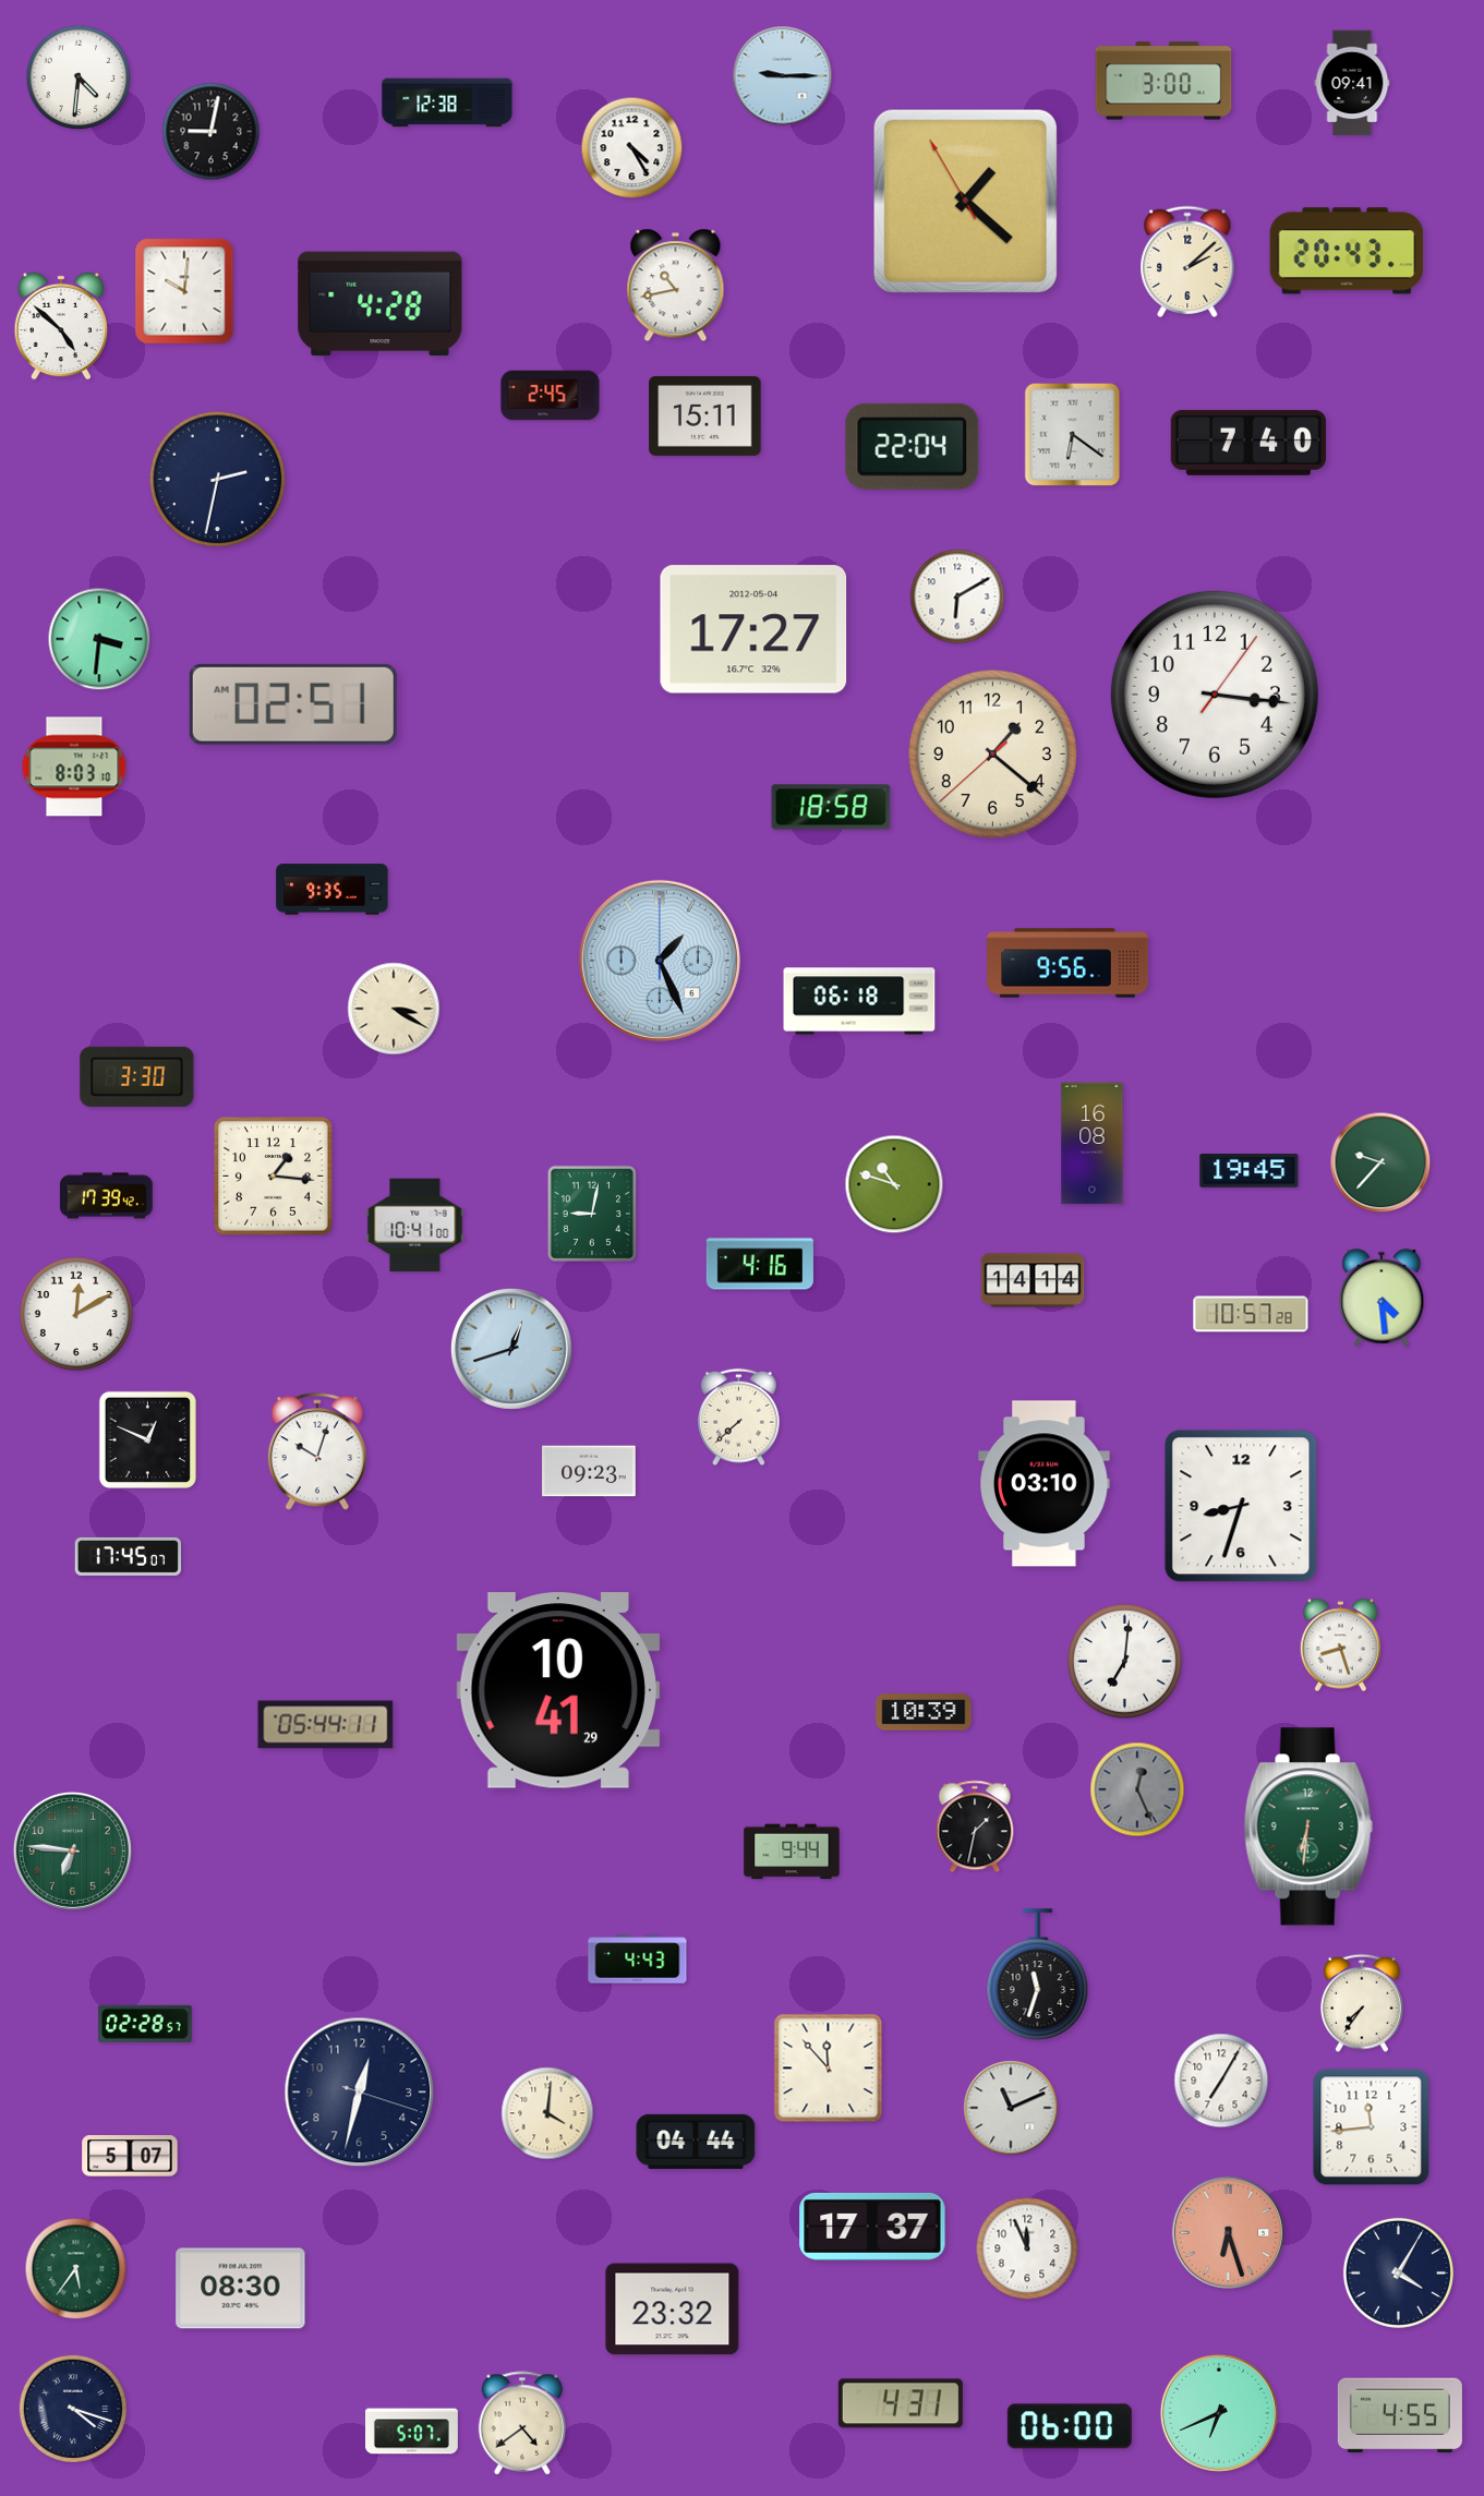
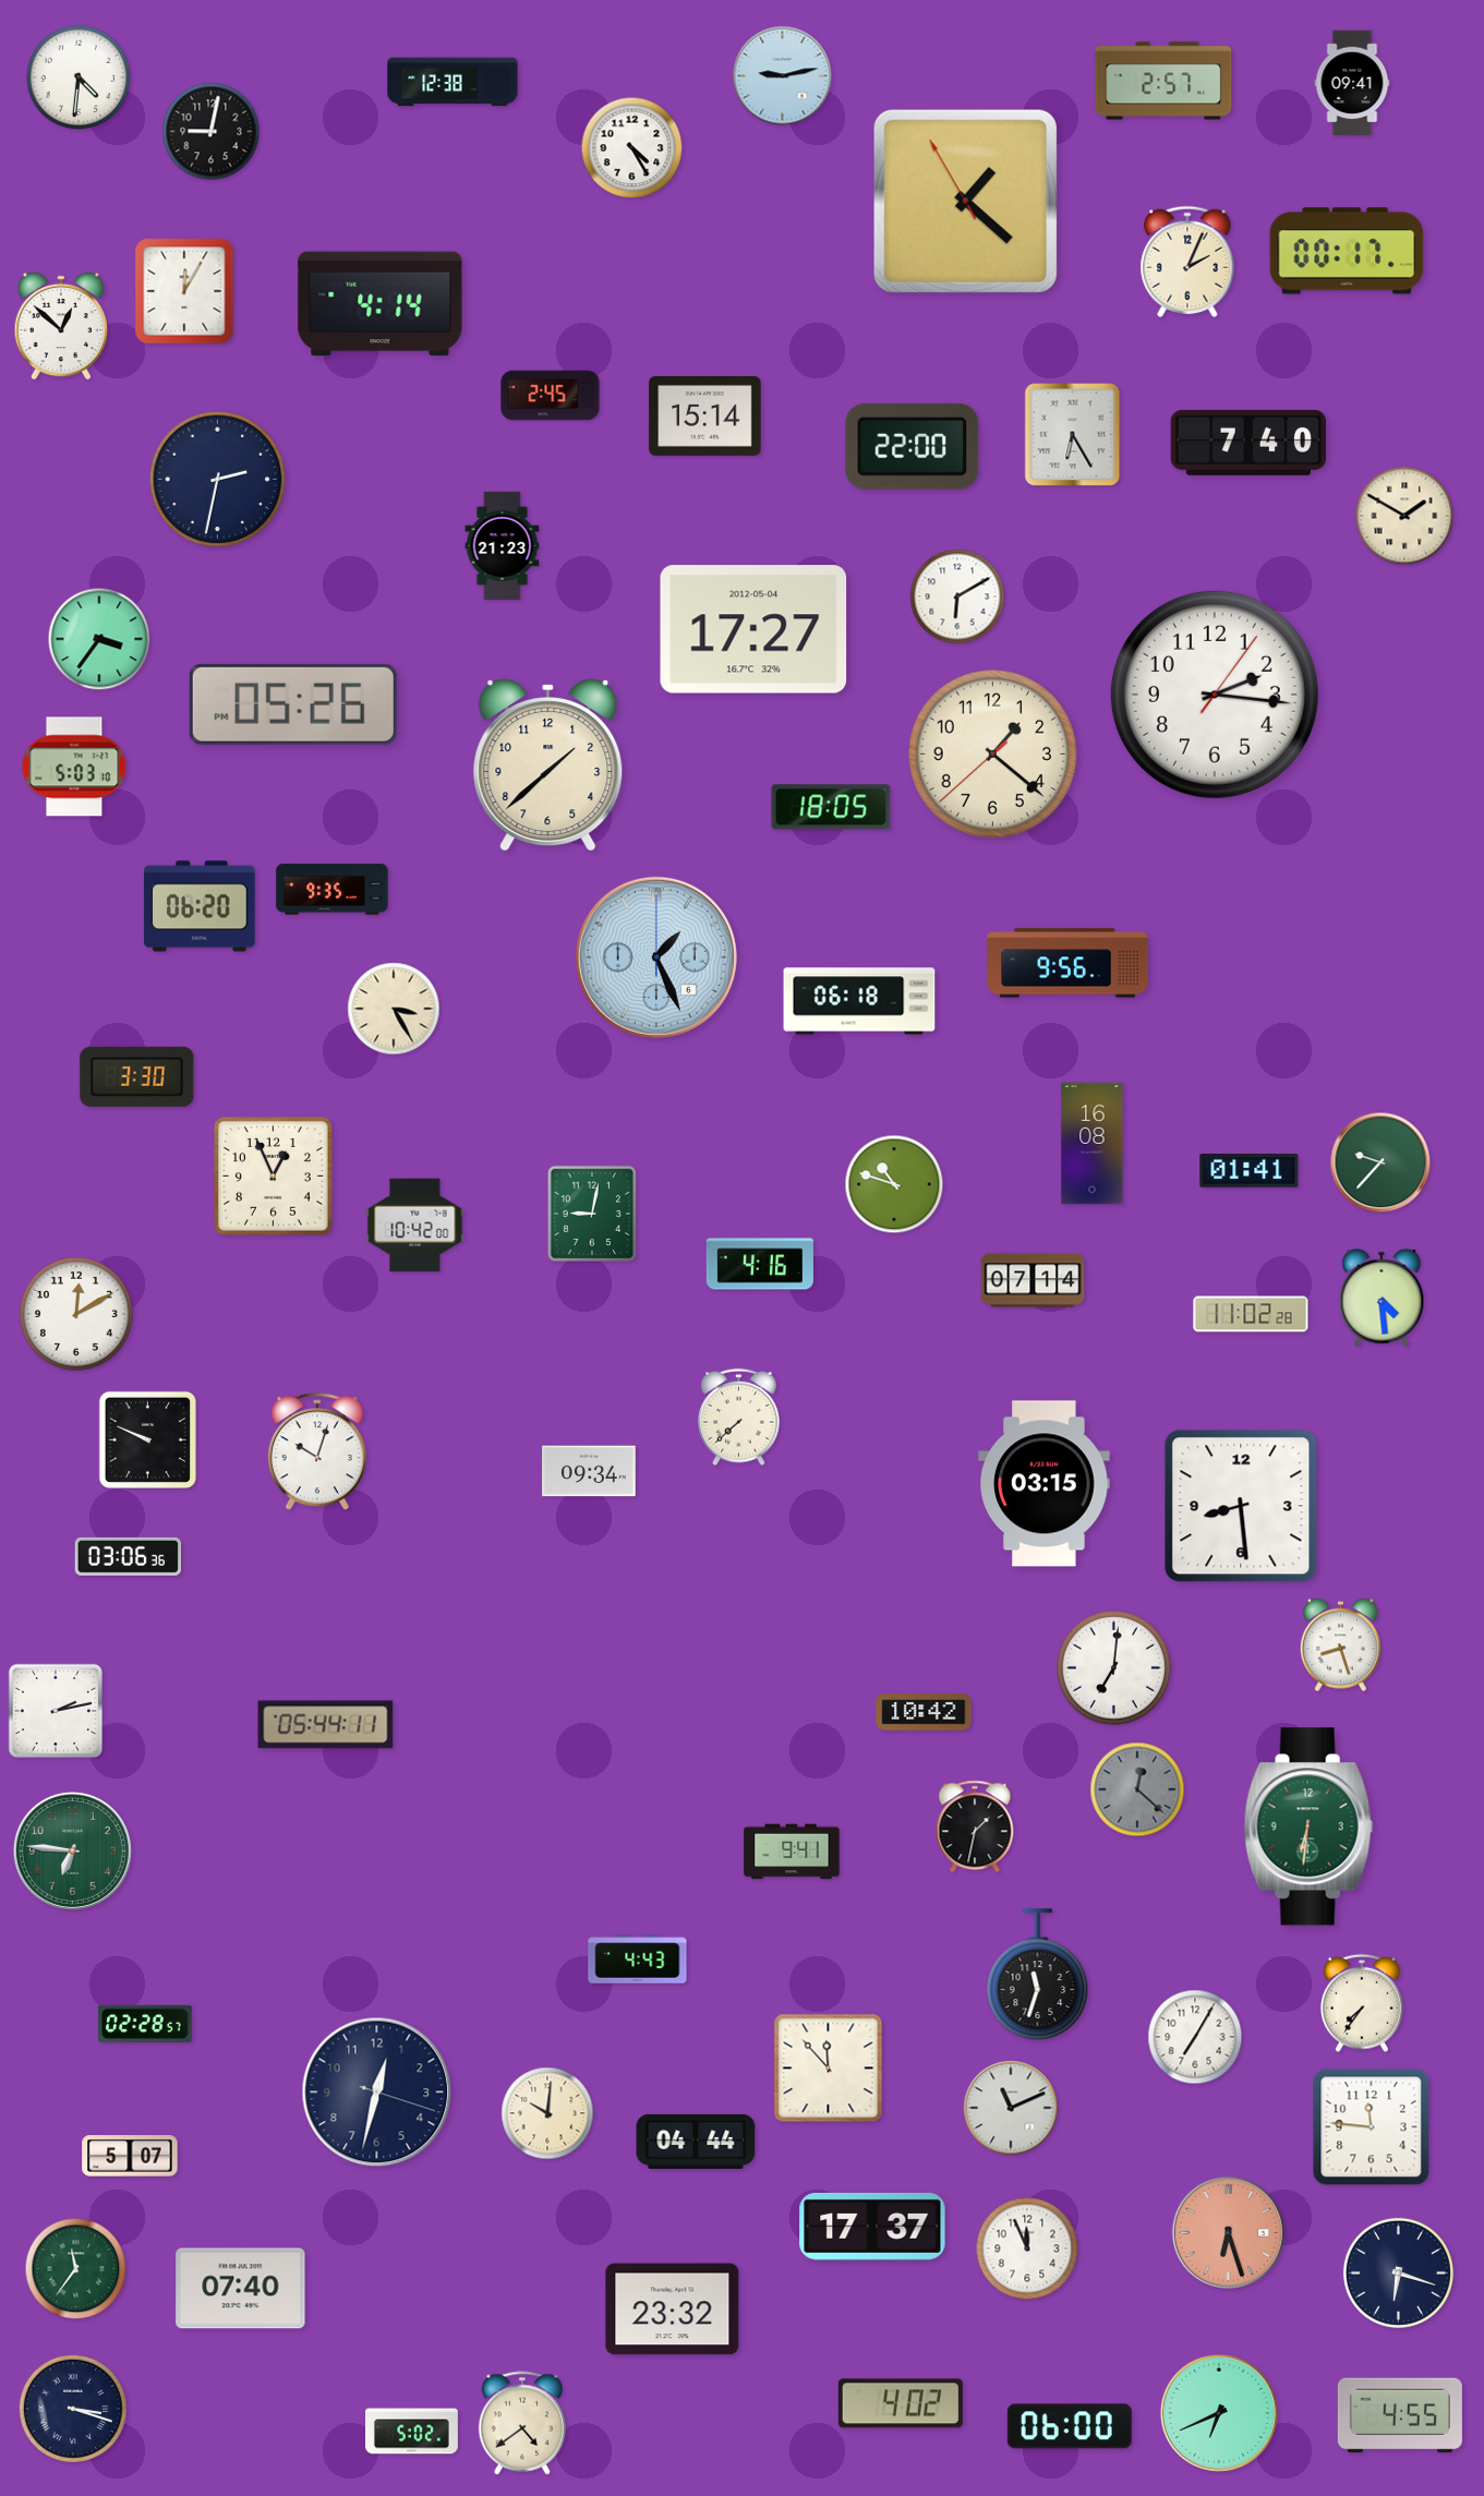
clock at (783, 76): 9:15 -> 9:13
clock at (1163, 81): 3:00 -> 2:57
clock at (447, 103) position: (447, 103) -> (453, 82)
clock at (1347, 251): 20:43 -> 00:17
clock at (1187, 262): 2:08 -> 2:04
clock at (676, 286): 10:43 -> none
clock at (184, 291): 10:01 -> 12:05
clock at (381, 304): 4:28 -> 4:14
clock at (61, 326): 4:52 -> 12:52
clock at (705, 415): 15:11 -> 15:14
clock at (1073, 435): 6:21 -> 6:25
clock at (913, 446): 22:04 -> 22:00
clock at (1404, 516): none -> 1:50
clock at (503, 545): none -> 21:23
clock at (99, 639): 3:31 -> 3:36
clock at (1215, 695): 3:16 -> 2:16
clock at (293, 704): 02:51 -> 05:26
clock at (548, 765): none -> 1:38
clock at (74, 767): 8:03 -> 5:03
clock at (831, 807): 18:58 -> 18:05
clock at (200, 906): none -> 06:20
clock at (660, 961) position: (660, 961) -> (656, 957)
clock at (394, 1009): 3:20 -> 3:25
clock at (1250, 1171): 19:45 -> 01:41
clock at (274, 1177): 1:16 -> 12:56
clock at (106, 1196): 17:39 -> none
clock at (415, 1226): 10:41 -> 10:42
clock at (1033, 1280): 14:14 -> 07:14
clock at (1251, 1314): 10:57 -> 11:02
clock at (511, 1349): 12:42 -> none
clock at (147, 1439): 12:49 -> 9:49
clock at (589, 1471): 09:23 -> 09:34
clock at (1045, 1484): 03:10 -> 03:15
clock at (1241, 1506): 8:33 -> 8:29
clock at (128, 1556): 17:45 -> 03:06
clock at (1125, 1662) position: (1125, 1662) -> (1114, 1668)
clock at (558, 1690): 10:41 -> none
clock at (55, 1710): none -> 2:13
clock at (924, 1712): 10:39 -> 10:42
clock at (1137, 1789): 12:26 -> 12:22
clock at (792, 1852): 9:44 -> 9:41
clock at (1221, 2081) position: (1221, 2081) -> (1195, 2037)
clock at (360, 2093) position: (360, 2093) -> (377, 2093)
clock at (547, 2113): 4:01 -> 10:01
clock at (1372, 2127): 11:44 -> 11:46
clock at (76, 2269): 5:36 -> 11:36
clock at (1398, 2272): 4:05 -> 6:18
clock at (241, 2289): 08:30 -> 07:40
clock at (901, 2403): 4:31 -> 4:02
clock at (72, 2408): 4:18 -> 3:18
clock at (412, 2432): 5:07 -> 5:02
